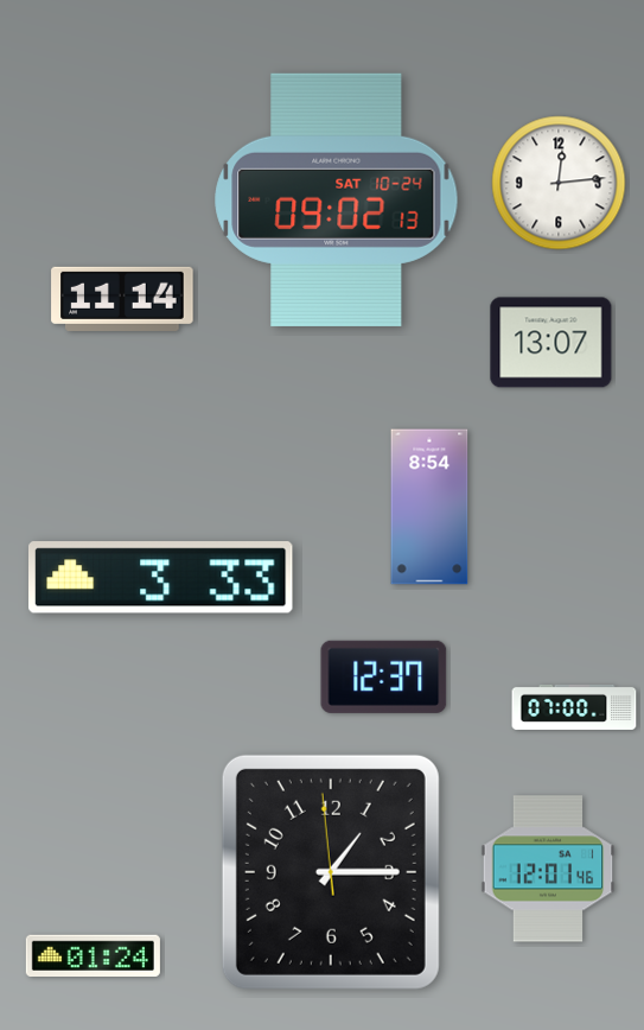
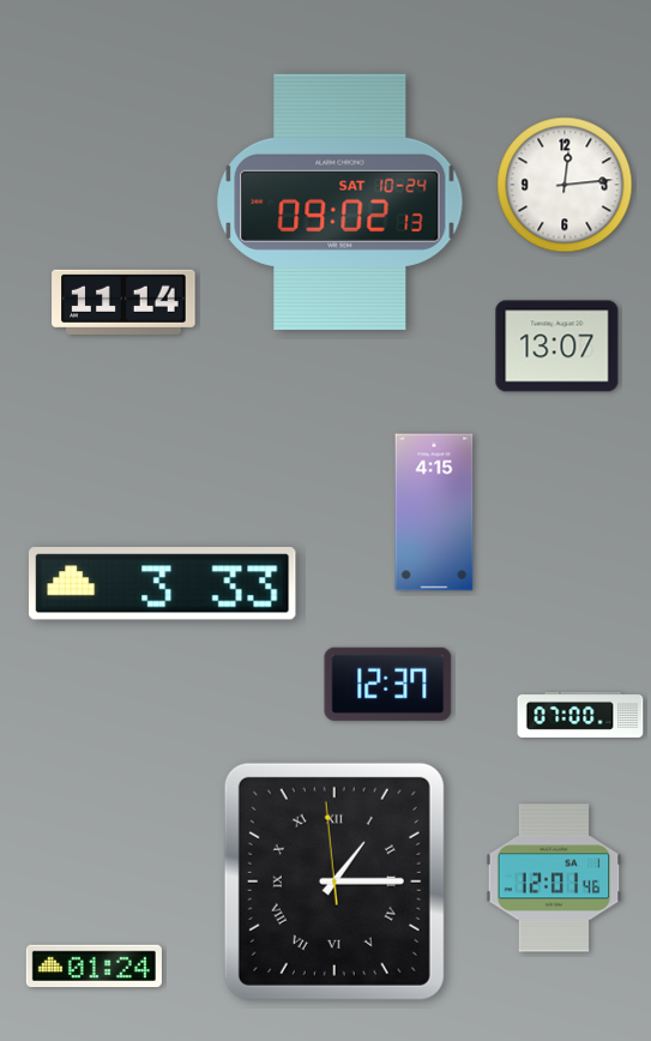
clock at (429, 507): 8:54 -> 4:15
clock at (331, 872) numerals: Arabic -> Roman
